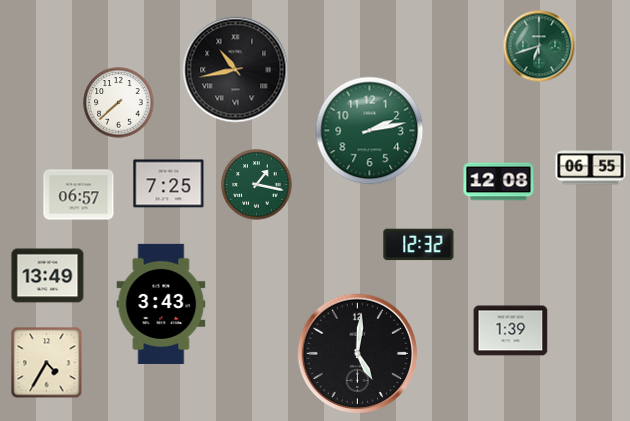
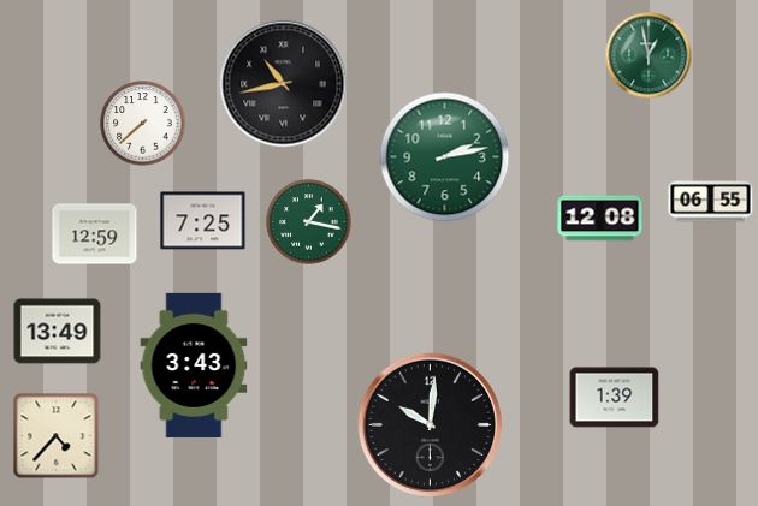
clock at (539, 46): 6:42 -> 12:58
clock at (79, 195): 06:57 -> 12:59
clock at (419, 245): 12:32 -> none
clock at (358, 354): 5:01 -> 10:01
clock at (47, 363): 4:35 -> 4:37
